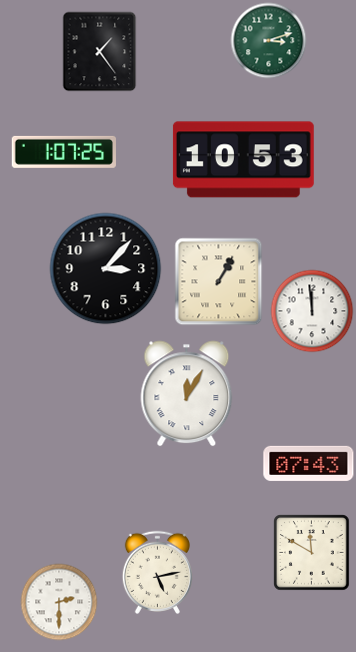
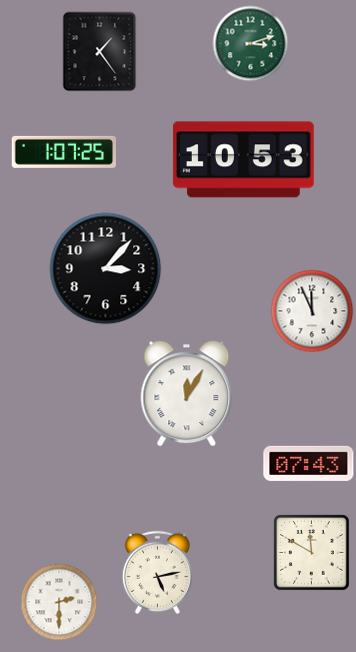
clock at (269, 41) position: (269, 41) -> (251, 44)
clock at (219, 282): 1:05 -> none
clock at (312, 311): 11:59 -> 11:56
